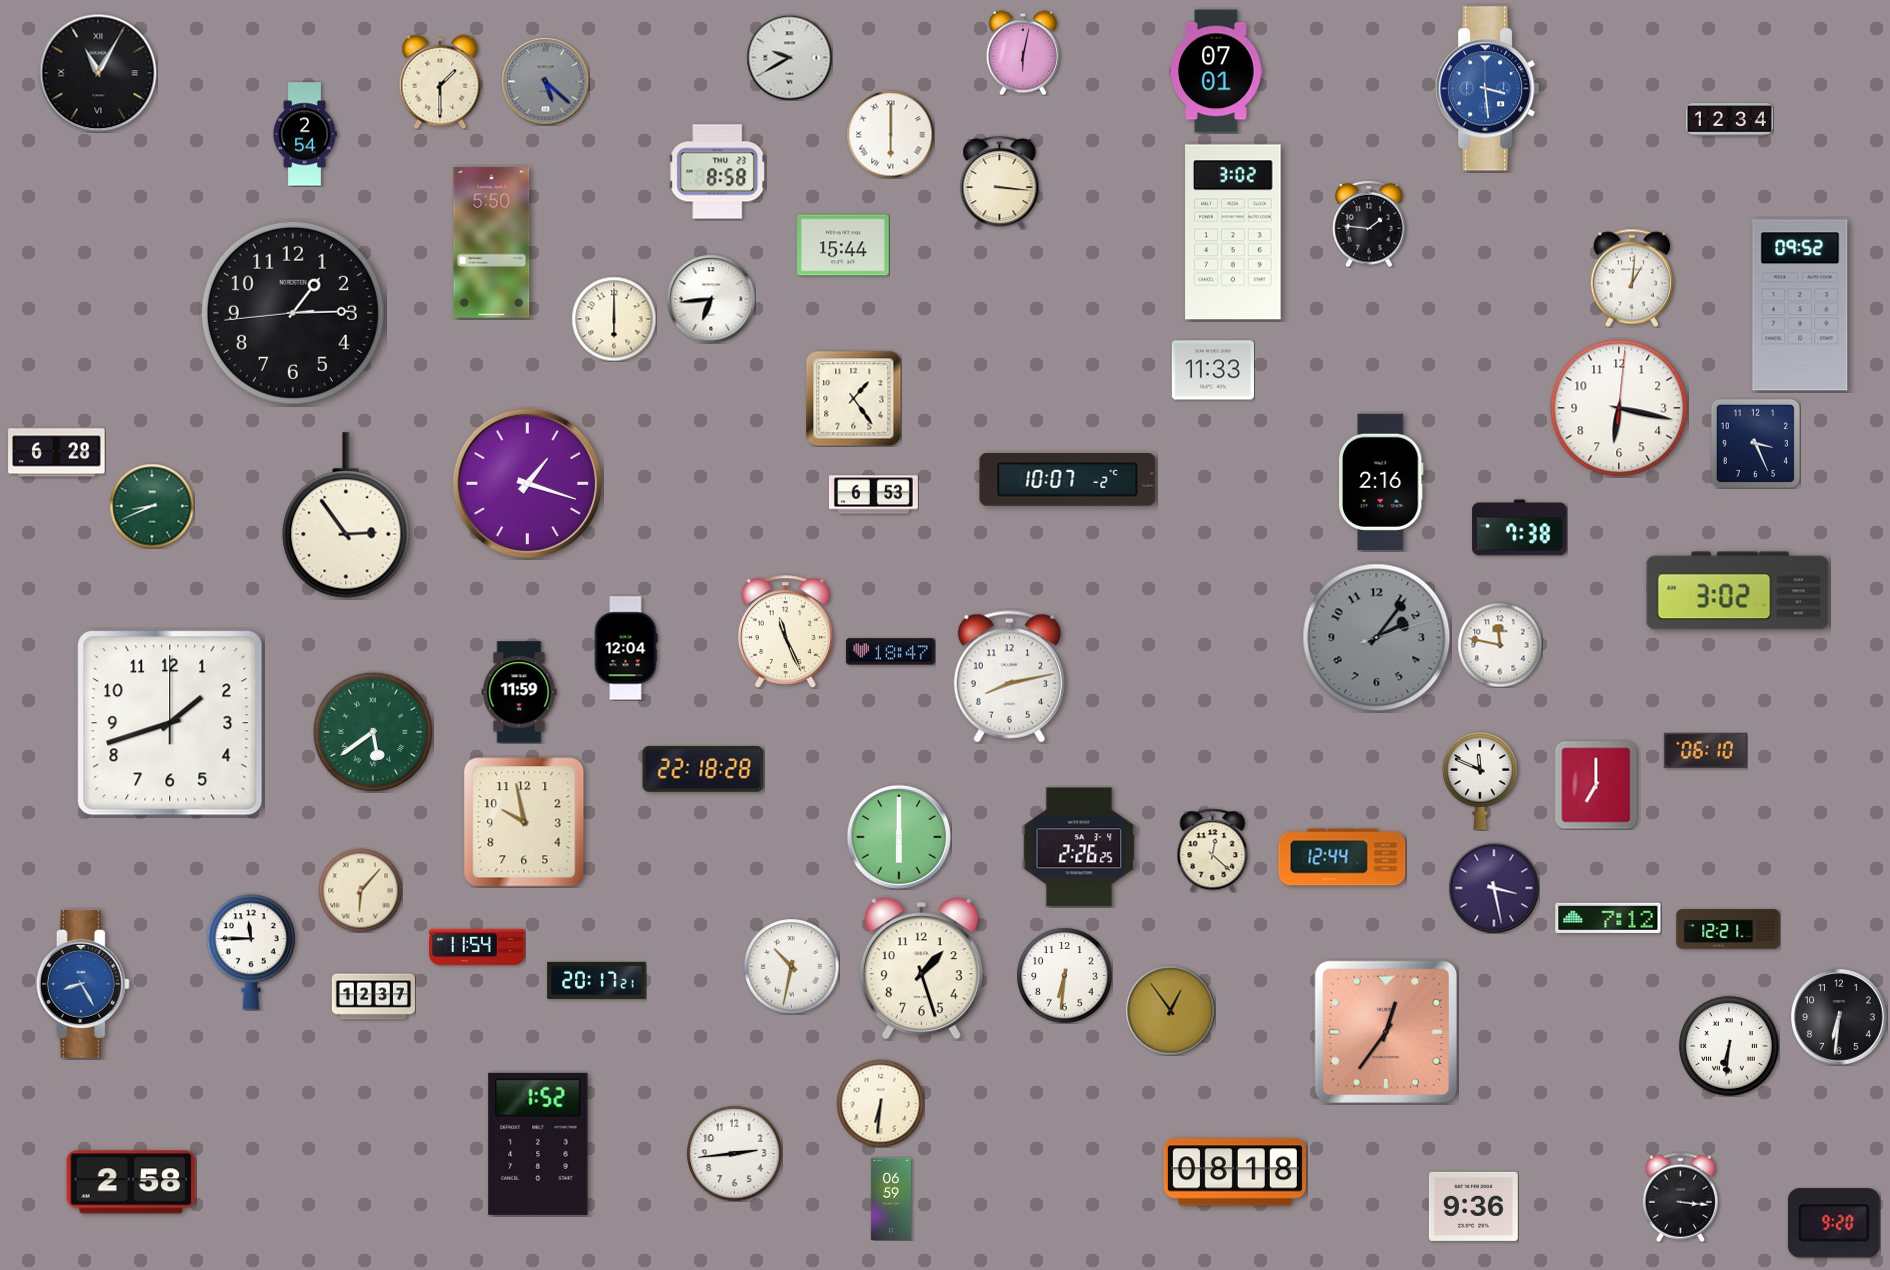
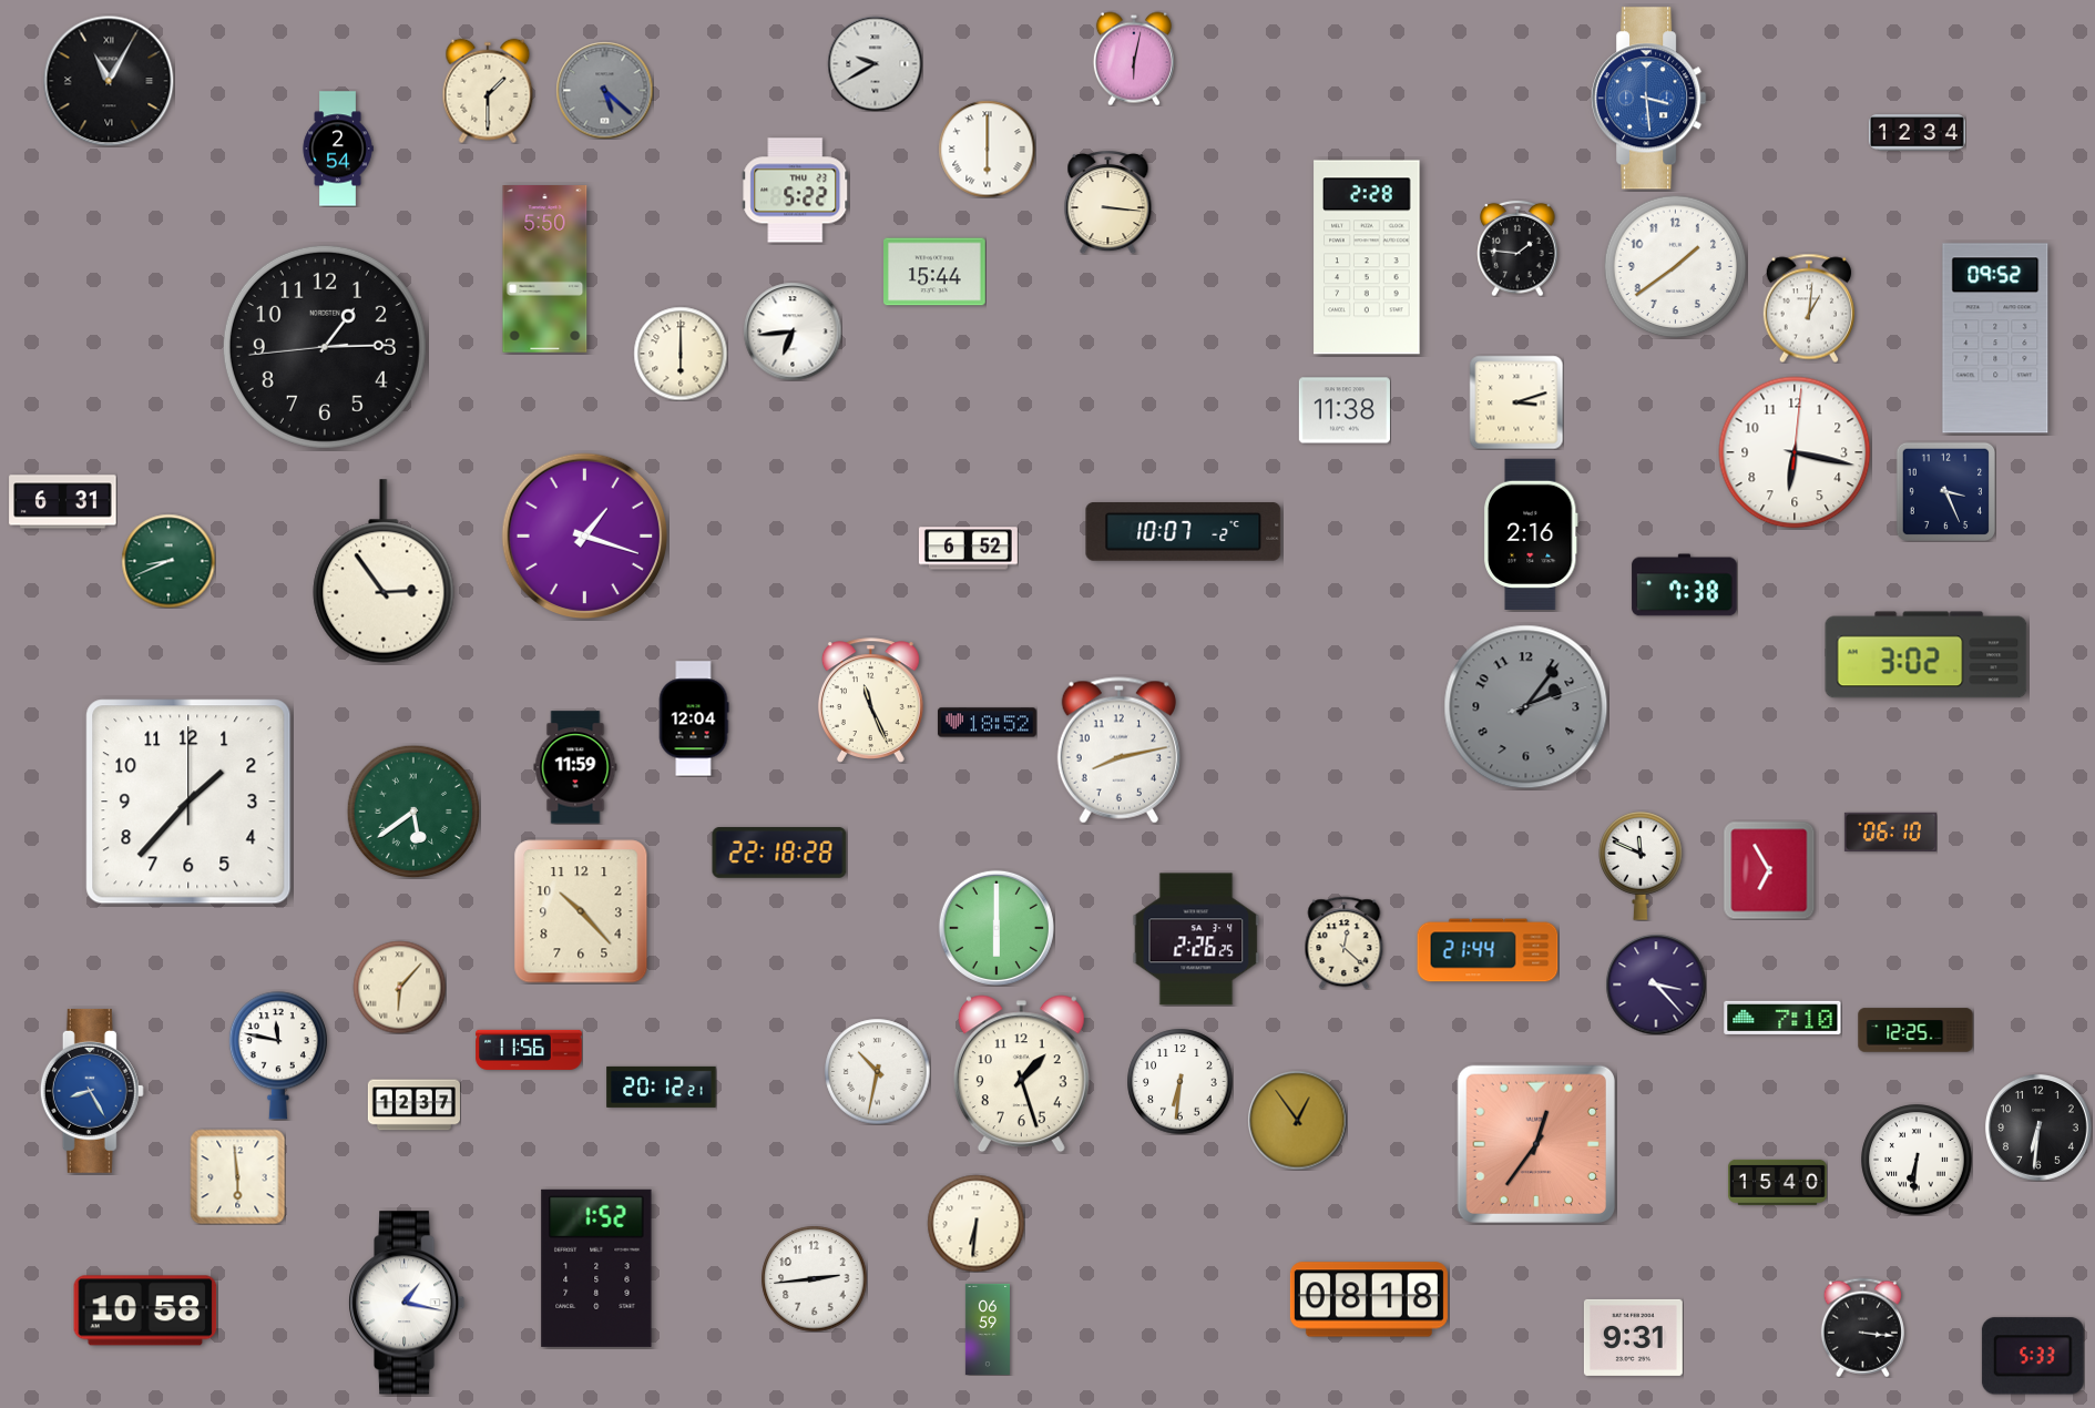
clock at (1217, 71): 07:01 -> none
clock at (717, 172): 8:58 -> 5:22
clock at (1233, 232): 3:02 -> 2:28
clock at (1675, 266): none -> 1:39
clock at (711, 299) position: (711, 299) -> (793, 331)
clock at (1516, 402): none -> 3:12
clock at (1213, 370): 11:33 -> 11:38
clock at (853, 398): 1:24 -> none
clock at (57, 453): 6:28 -> 6:31
clock at (873, 495): 6:53 -> 6:52
clock at (1500, 645): 11:47 -> none
clock at (890, 652): 18:47 -> 18:52
clock at (170, 723): 1:42 -> 1:37
clock at (1596, 785): 7:00 -> 6:55
clock at (524, 822): 9:58 -> 10:23
clock at (1342, 857): 12:44 -> 21:44
clock at (1494, 888): 3:28 -> 3:23
clock at (1608, 918): 7:12 -> 7:10
clock at (1728, 929): 12:21 -> 12:25
clock at (477, 947): 11:54 -> 11:56
clock at (251, 952): 11:45 -> 11:47
clock at (597, 980): 20:17 -> 20:12
clock at (237, 1176): none -> 5:59
clock at (1777, 1182): none -> 15:40
clock at (408, 1303): none -> 1:17
clock at (131, 1182): 2:58 -> 10:58
clock at (1473, 1206): 9:36 -> 9:31
clock at (1834, 1223): 9:20 -> 5:33
